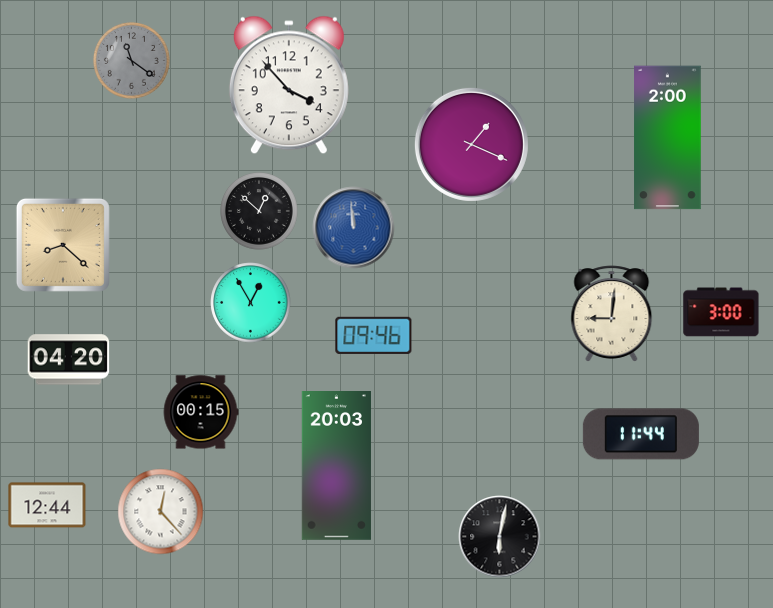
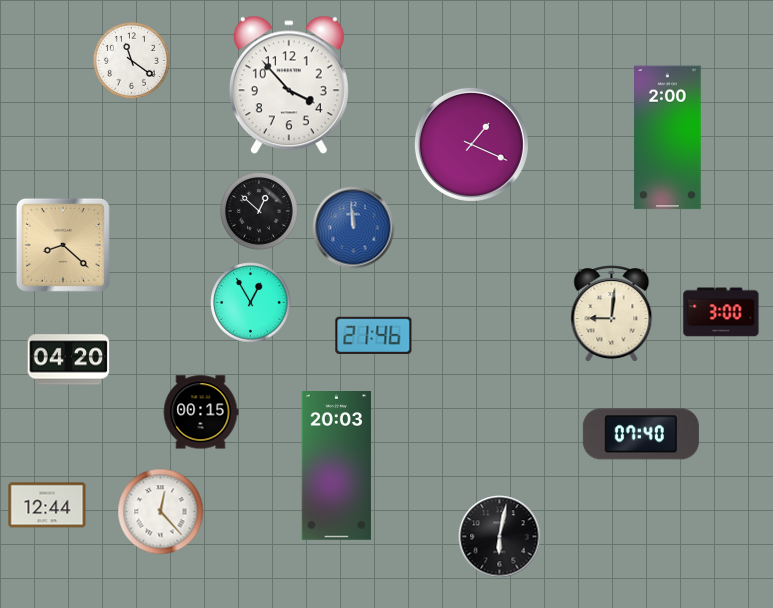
clock at (131, 60) dial: grey -> white
clock at (374, 335): 09:46 -> 21:46
clock at (641, 434): 11:44 -> 07:40
